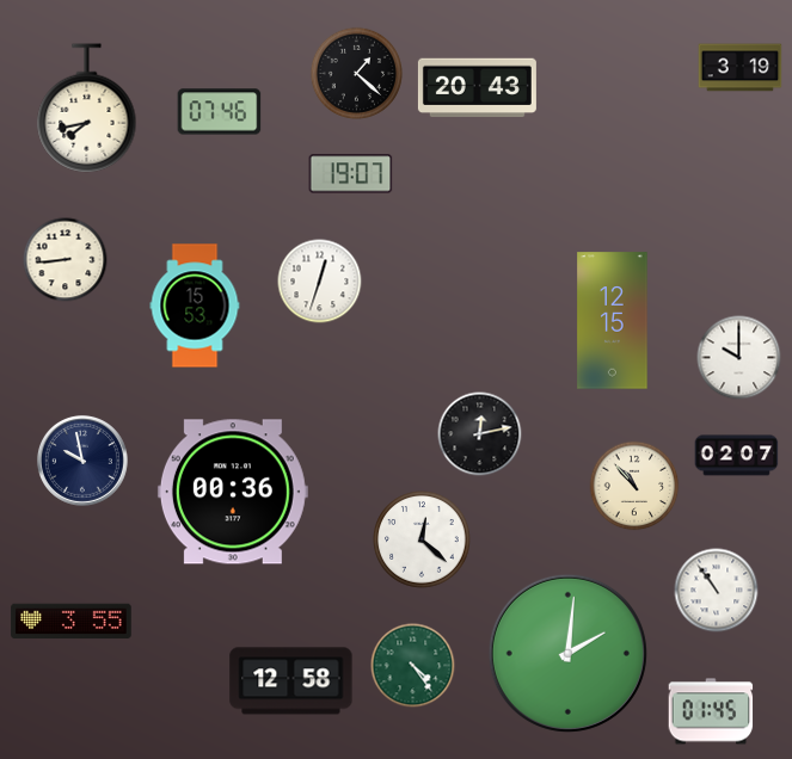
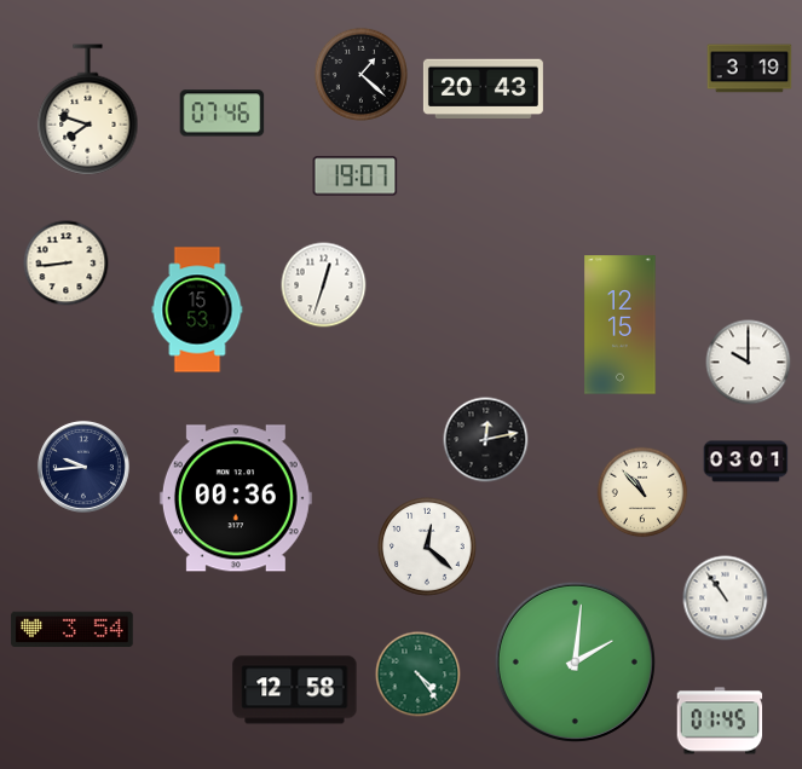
clock at (87, 109): 7:43 -> 7:48
clock at (737, 456): 02:07 -> 03:01
clock at (82, 461): 9:58 -> 9:44
clock at (72, 622): 3:55 -> 3:54
